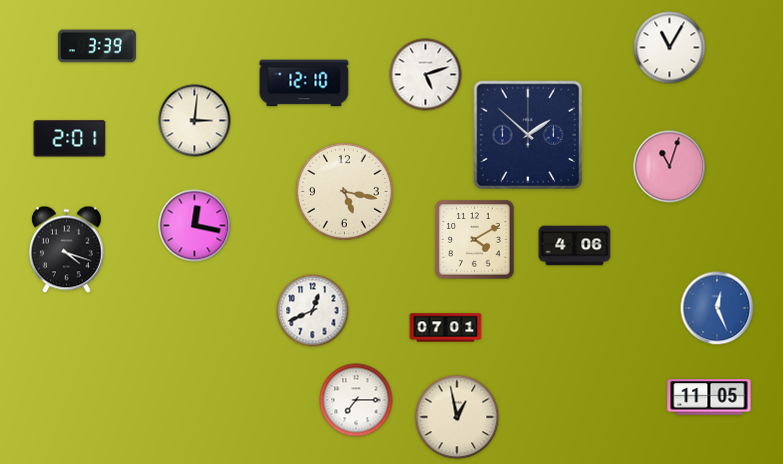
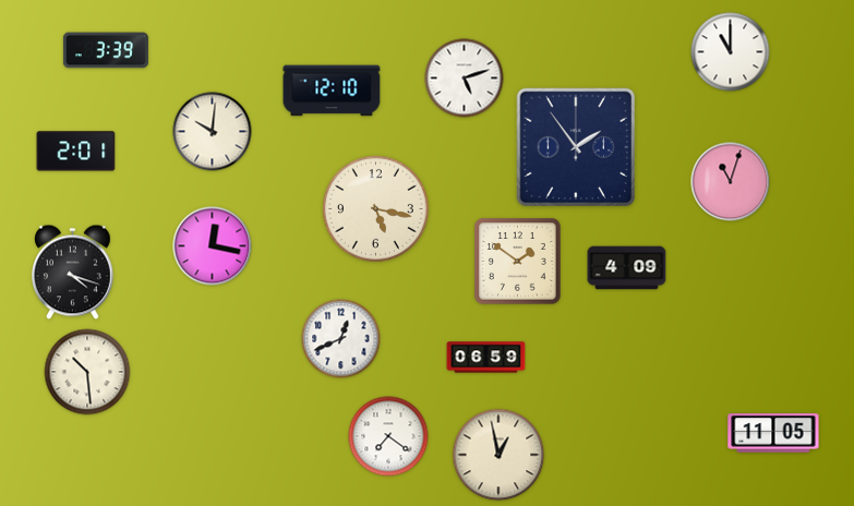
clock at (670, 48): 11:05 -> 11:00
clock at (426, 75) position: (426, 75) -> (465, 79)
clock at (195, 121): 3:01 -> 10:01
clock at (528, 135): 1:52 -> 1:54
clock at (475, 240): 4:10 -> 1:51
clock at (575, 246): 4:06 -> 4:09
clock at (717, 308): 12:26 -> none
clock at (446, 328): 07:01 -> 06:59
clock at (87, 372): none -> 10:29
clock at (356, 400): 7:15 -> 7:21
